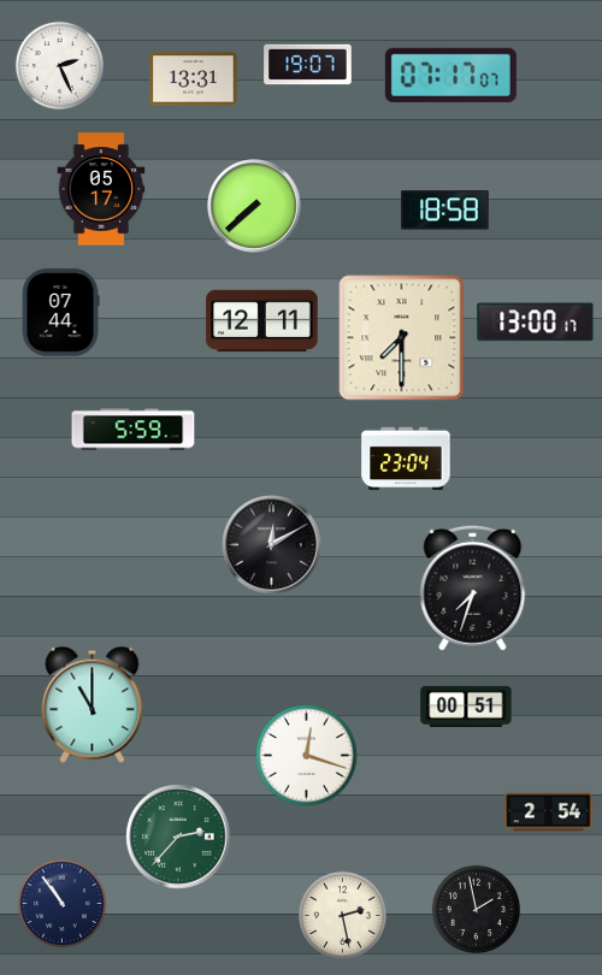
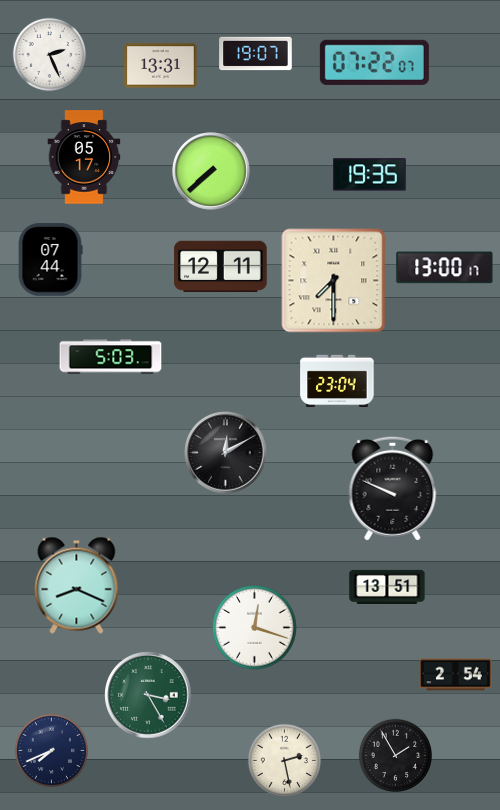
clock at (450, 75): 07:17 -> 07:22
clock at (445, 211): 18:58 -> 19:35
clock at (262, 321) position: (262, 321) -> (221, 267)
clock at (134, 430): 5:59 -> 5:03
clock at (473, 587): 7:33 -> 9:49
clock at (93, 704): 11:00 -> 8:19
clock at (466, 707): 00:51 -> 13:51
clock at (178, 837): 2:37 -> 3:25
clock at (63, 904): 10:54 -> 7:41
clock at (477, 910): 1:58 -> 1:55
